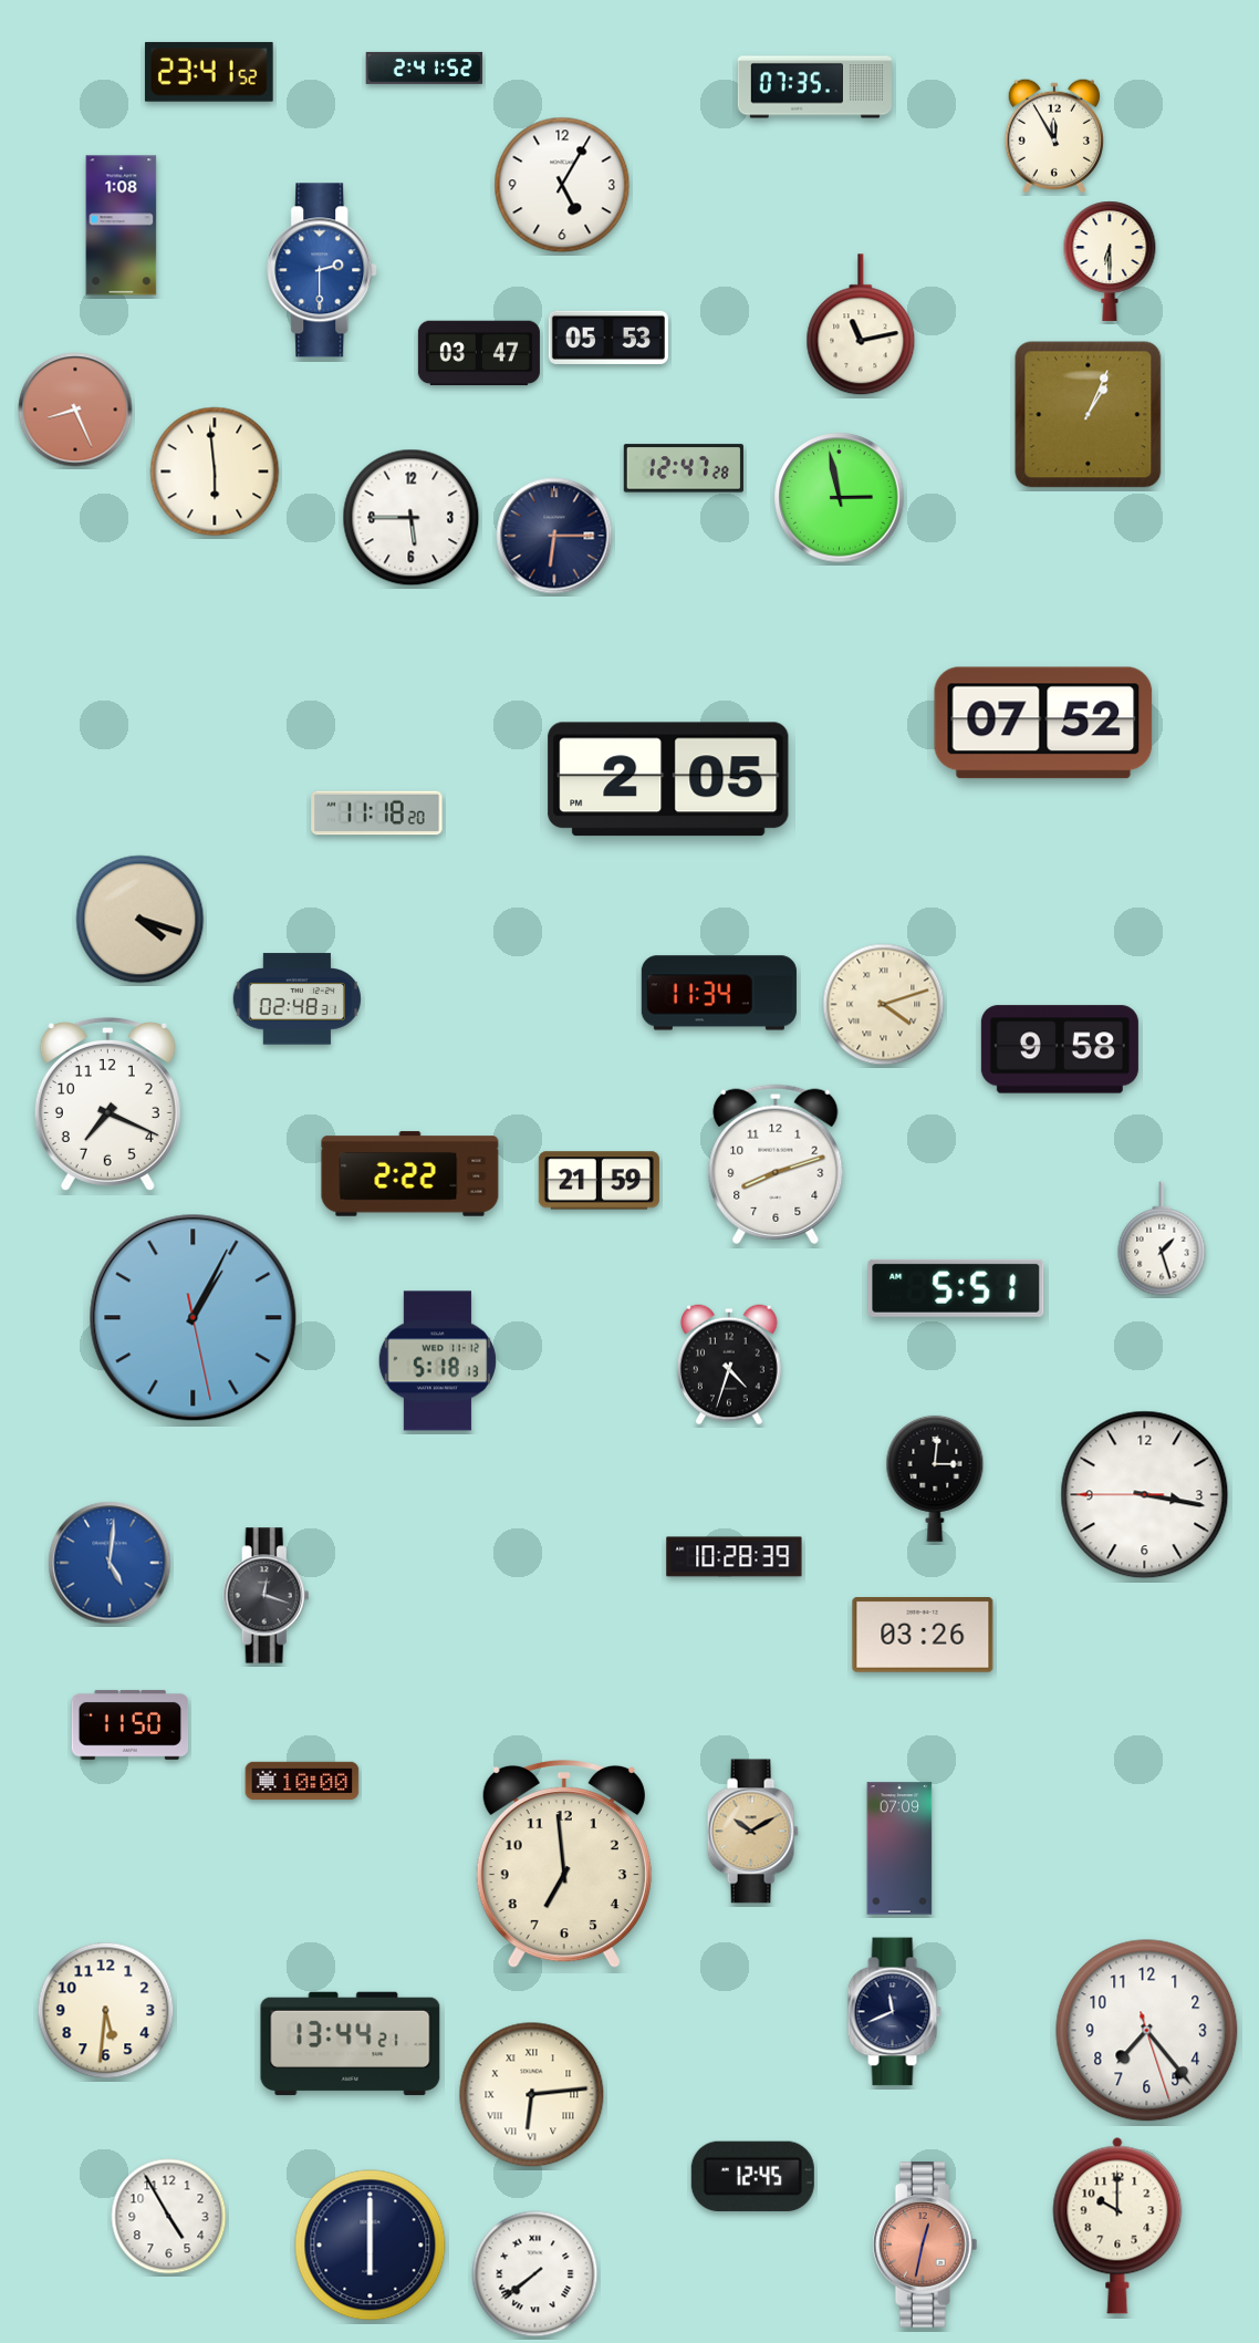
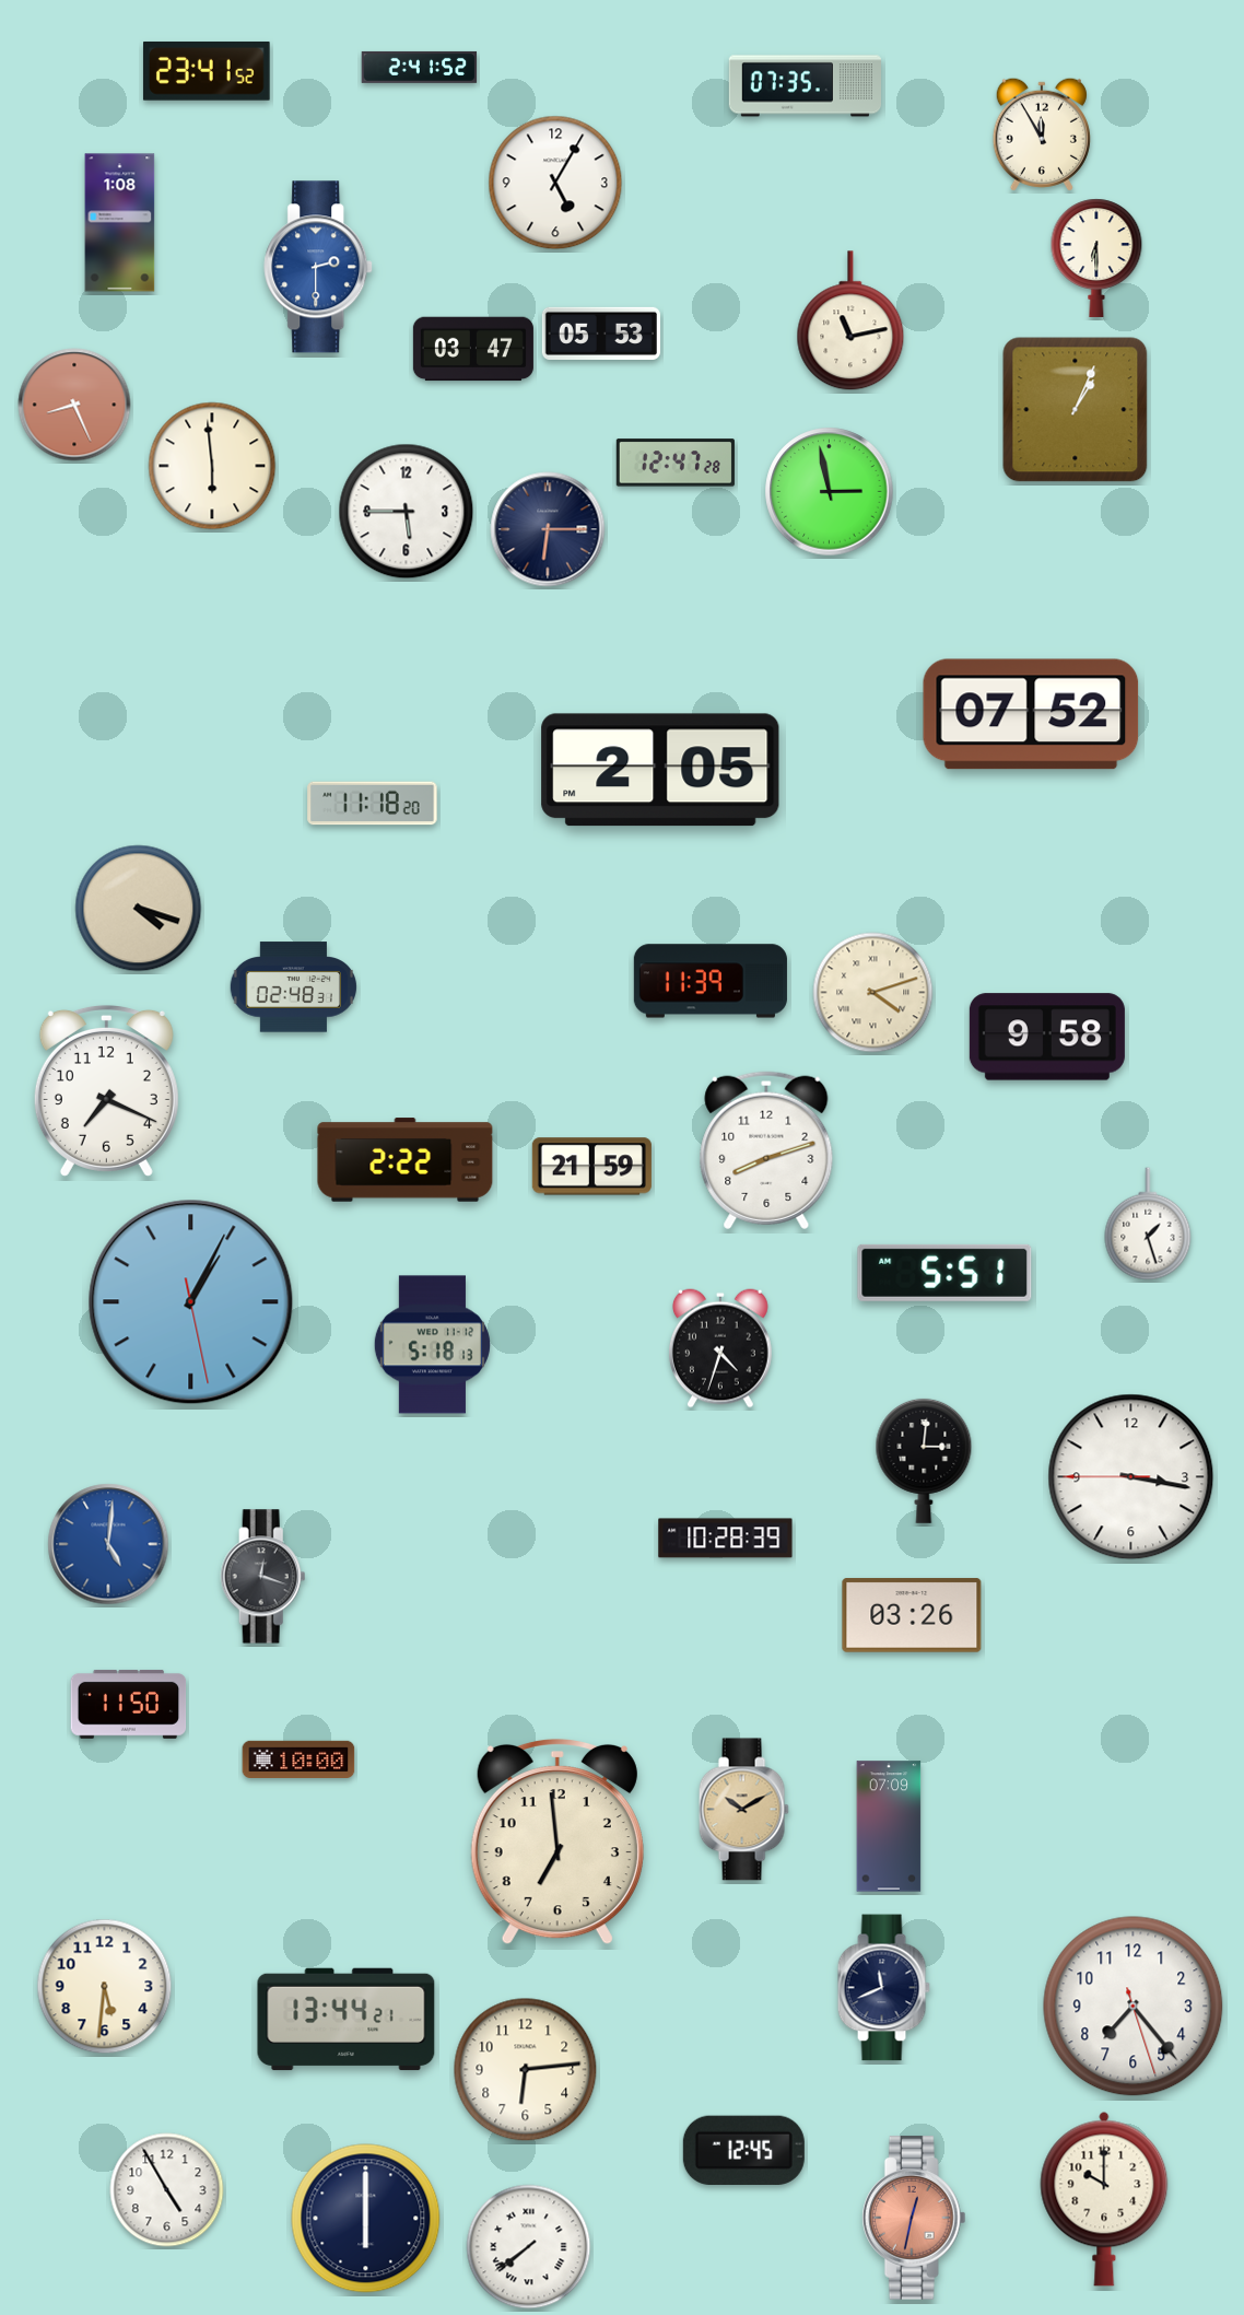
clock at (719, 993): 11:34 -> 11:39
clock at (532, 2095) numerals: Roman -> Arabic
